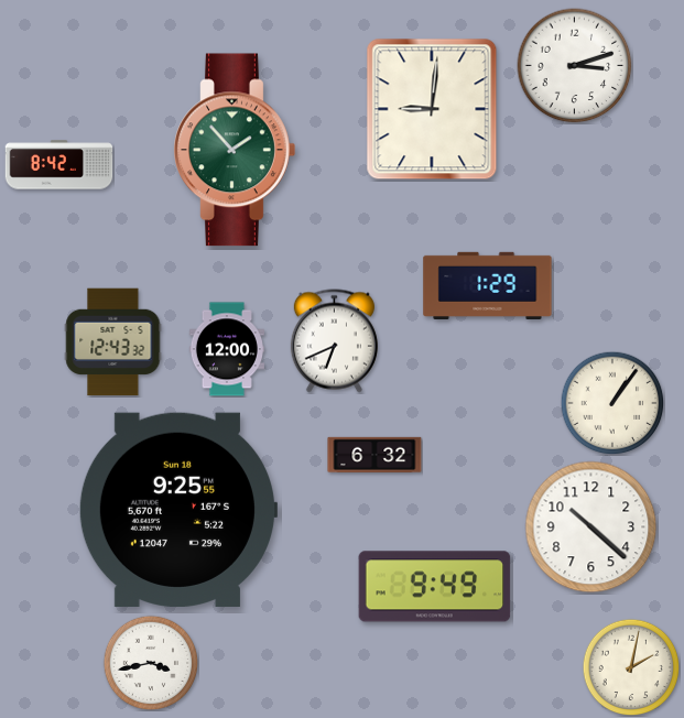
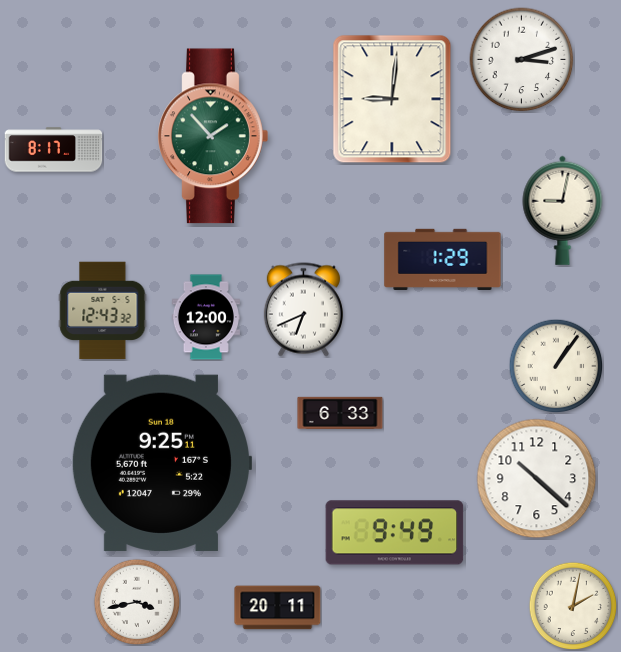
clock at (59, 165): 8:42 -> 8:17
clock at (563, 210): none -> 9:02
clock at (374, 455): 6:32 -> 6:33
clock at (177, 510): 9:25:55 -> 9:25:11
clock at (278, 608): none -> 20:11
